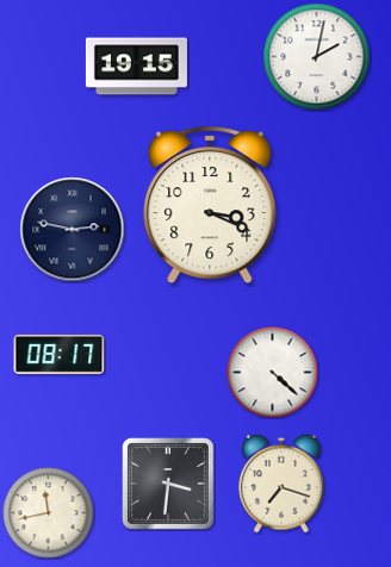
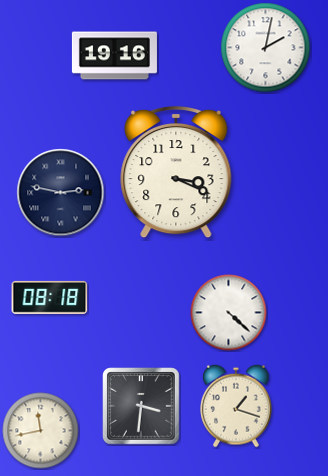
clock at (136, 67): 19:15 -> 19:16
clock at (60, 354): 08:17 -> 08:18
clock at (281, 484): 7:18 -> 1:18
